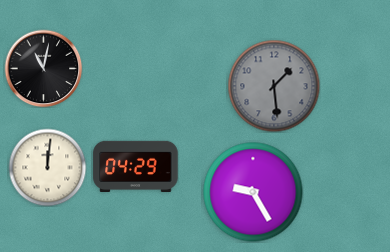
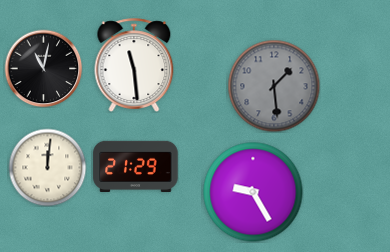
clock at (134, 65): none -> 11:29
clock at (136, 166): 04:29 -> 21:29
